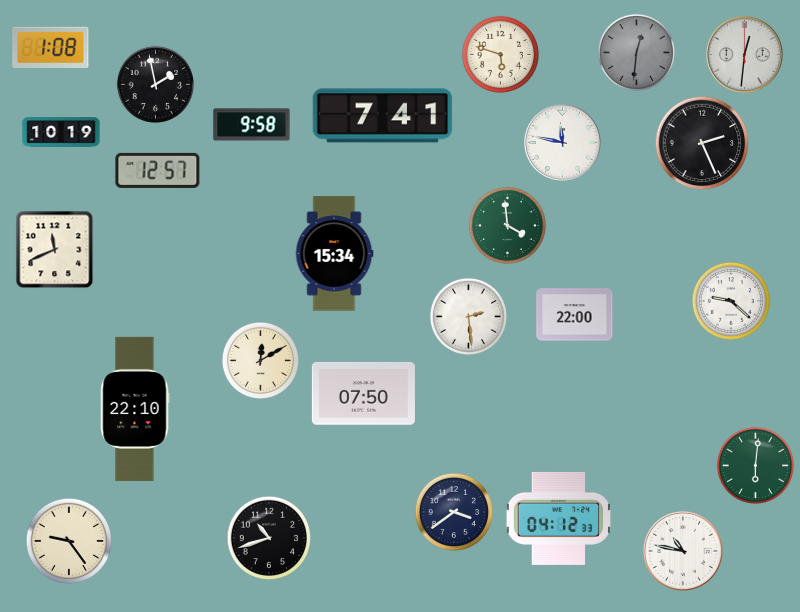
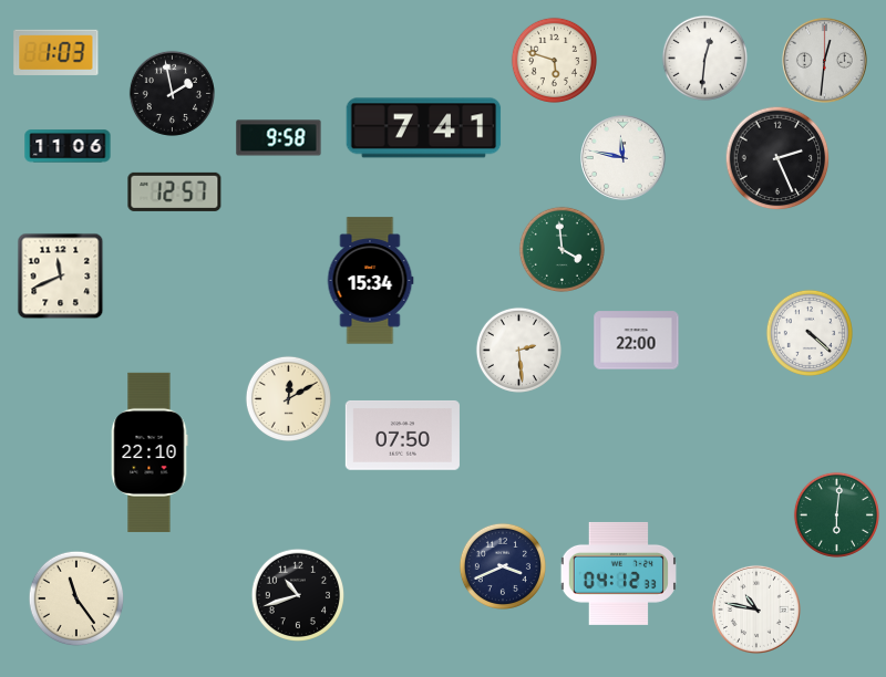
clock at (51, 47): 1:08 -> 1:03
clock at (636, 52) dial: grey -> white
clock at (61, 132): 10:19 -> 11:06
clock at (158, 170) position: (158, 170) -> (175, 191)
clock at (731, 301): 9:22 -> 4:22
clock at (575, 315) position: (575, 315) -> (637, 341)
clock at (454, 512): 3:39 -> 3:41
clock at (69, 541): 9:24 -> 11:24
